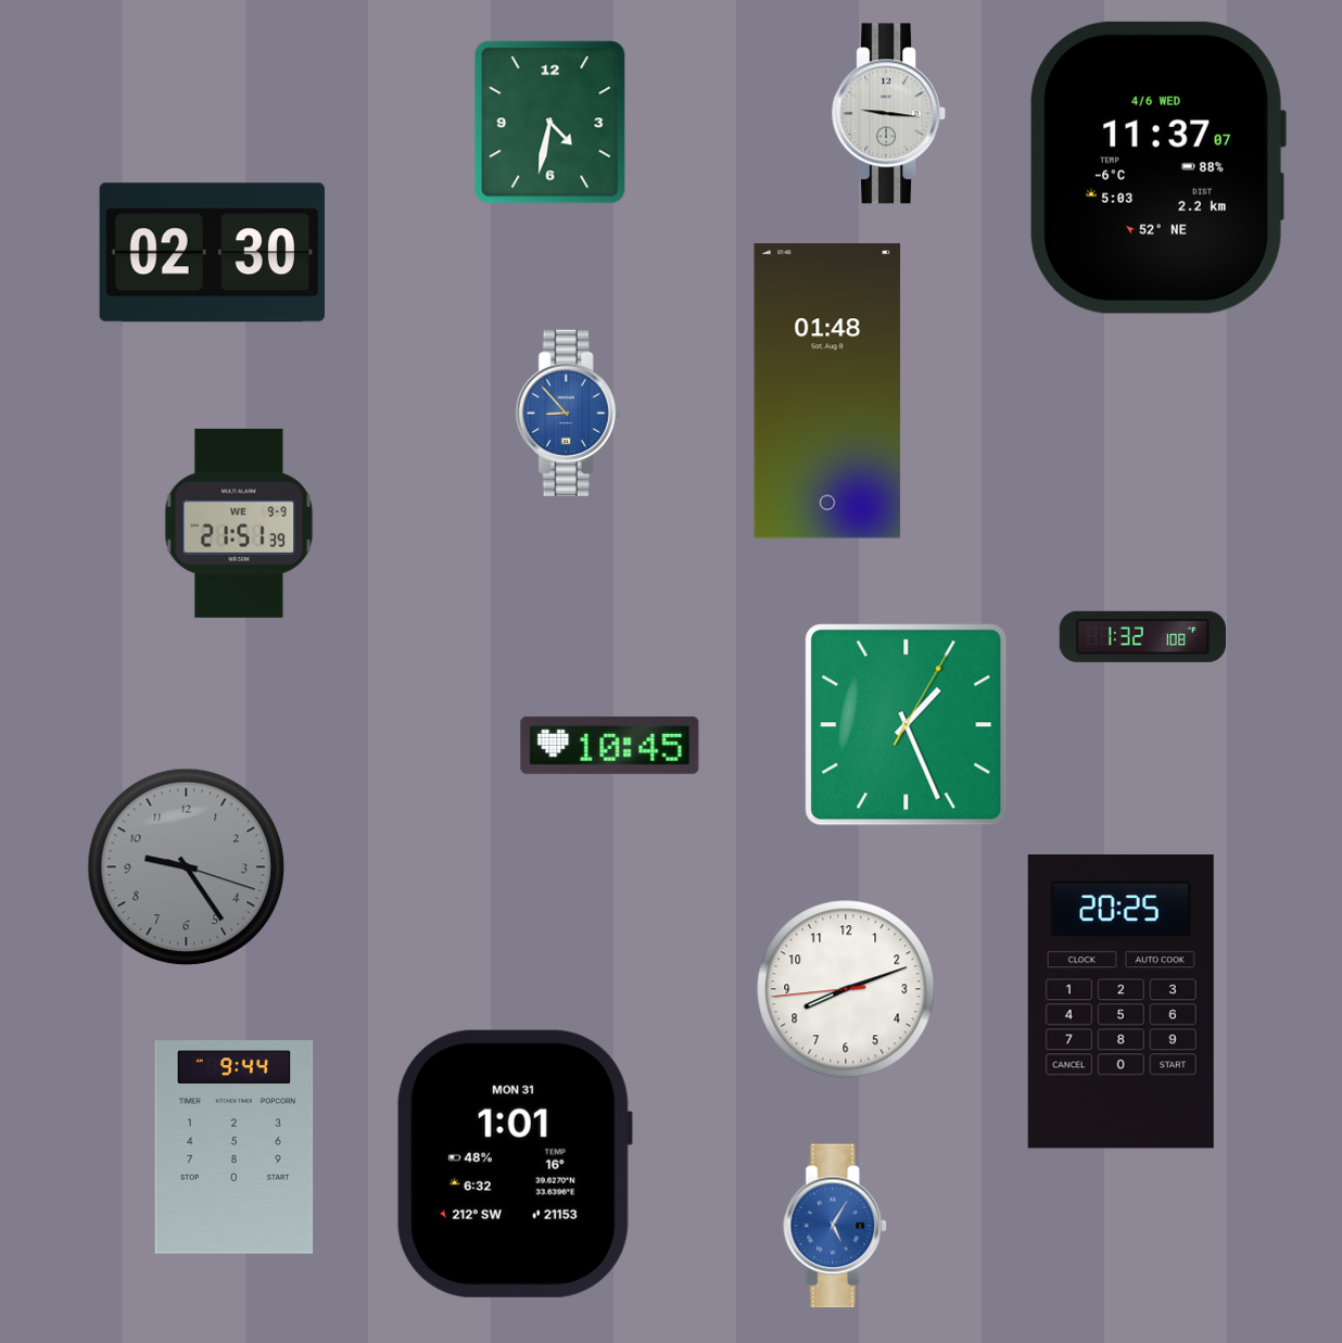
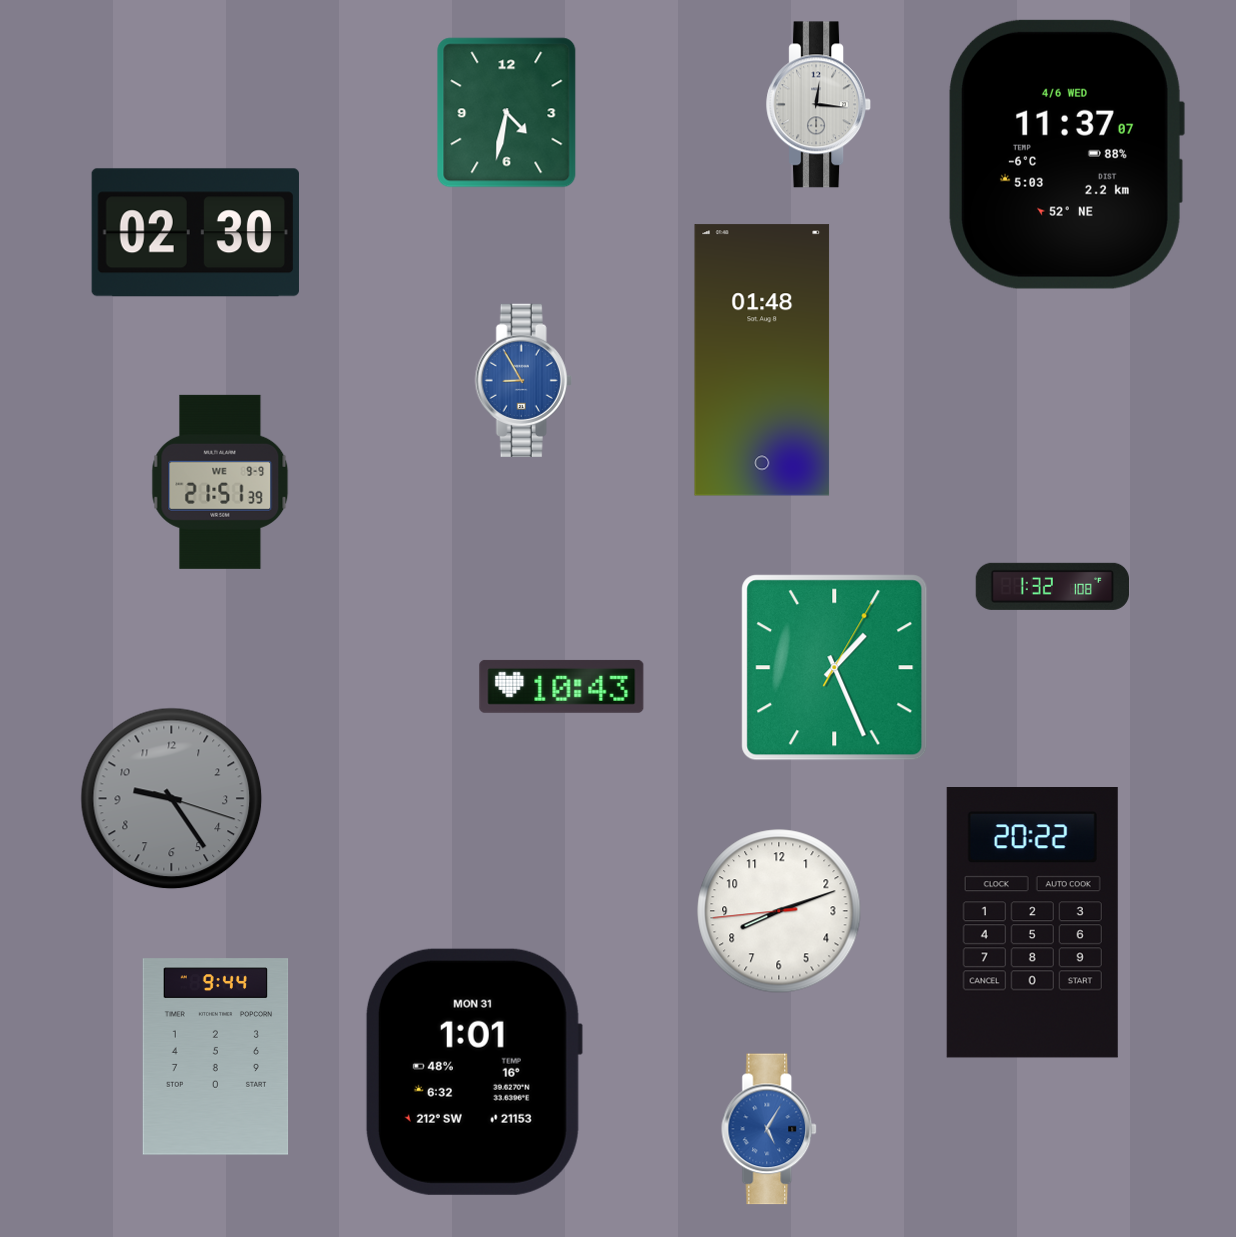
clock at (889, 114): 9:16 -> 12:16
clock at (568, 413): 8:53 -> 8:55
clock at (610, 745): 10:45 -> 10:43
clock at (1121, 1001): 20:25 -> 20:22
